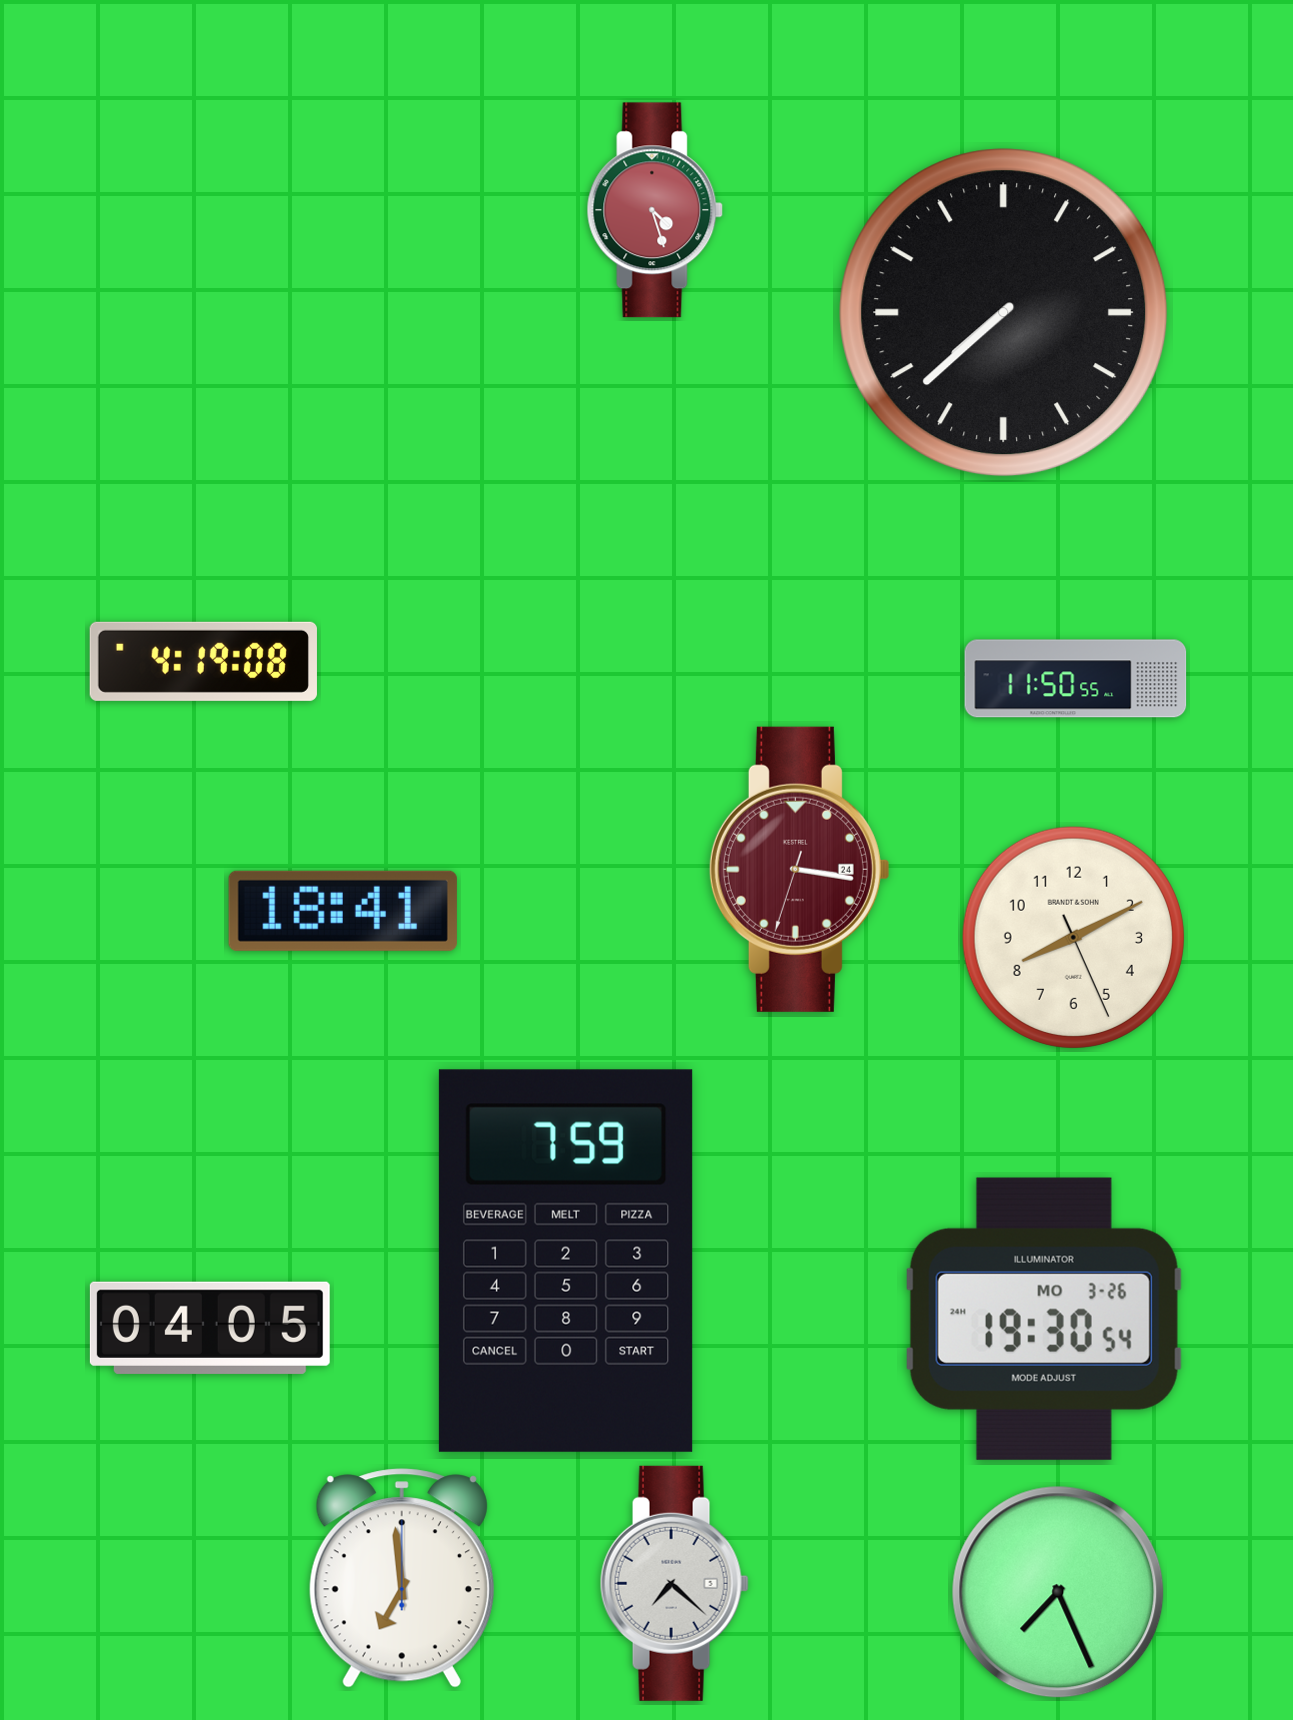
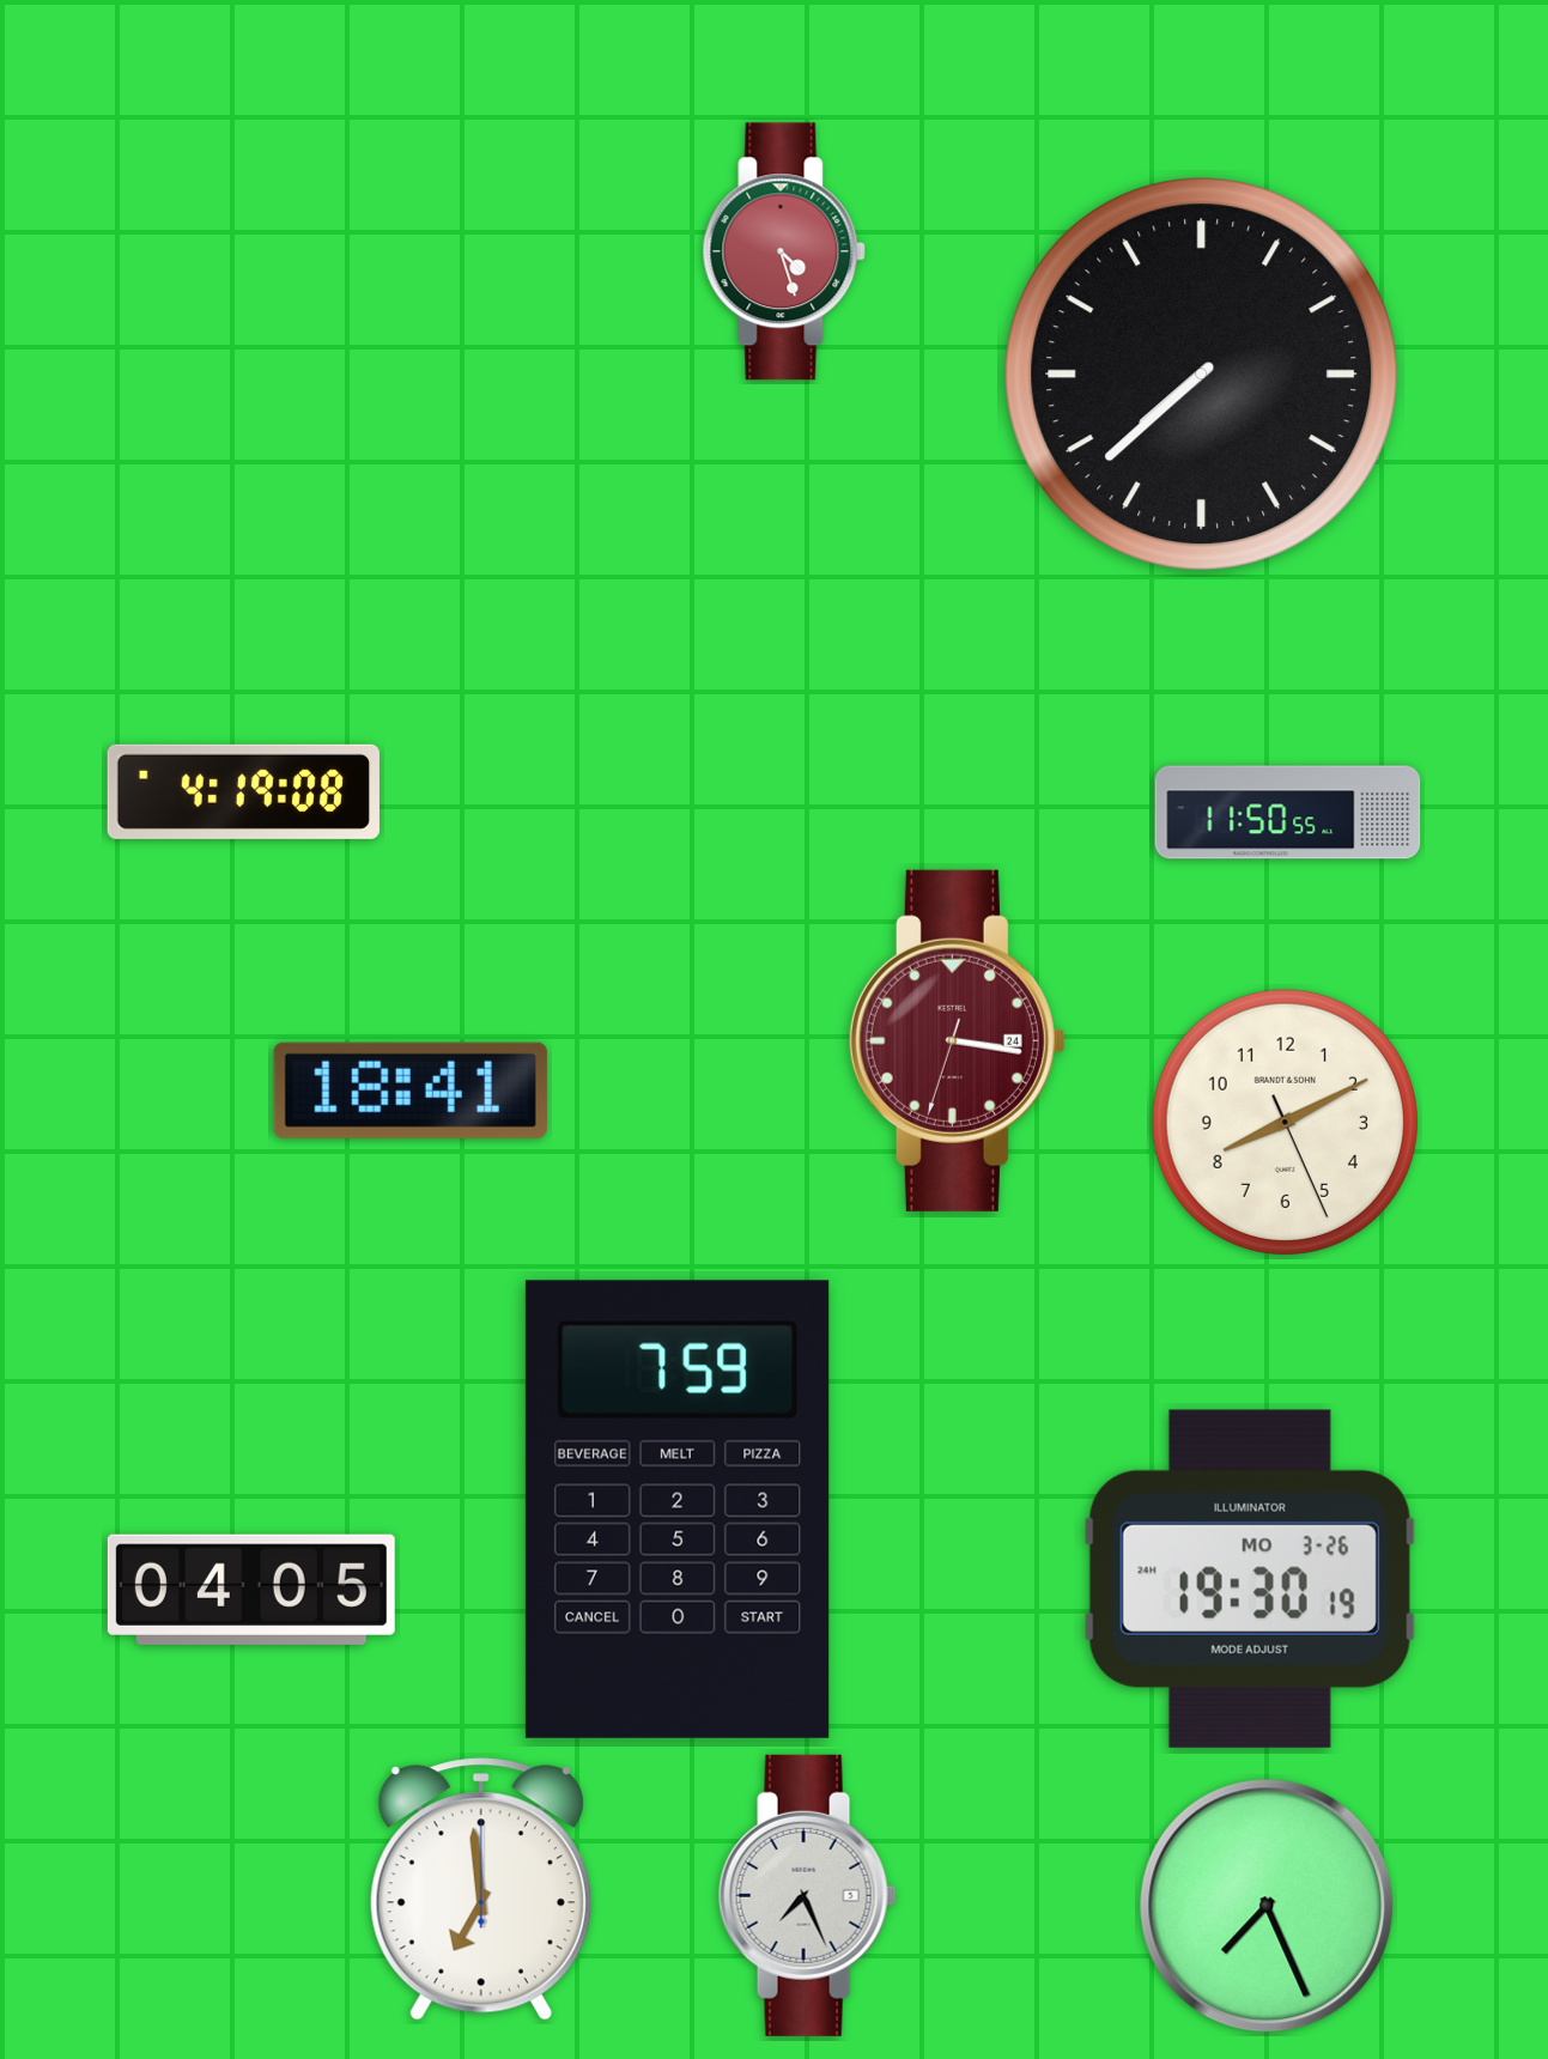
clock at (1044, 1319): 19:30:54 -> 19:30:19
clock at (674, 1583): 7:22 -> 7:26
